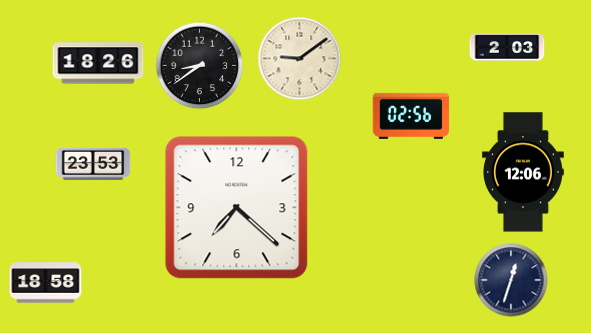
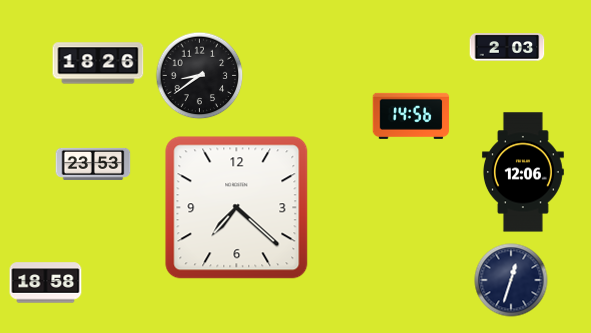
clock at (300, 59): 9:09 -> none
clock at (200, 66) position: (200, 66) -> (200, 76)
clock at (411, 116): 02:56 -> 14:56
